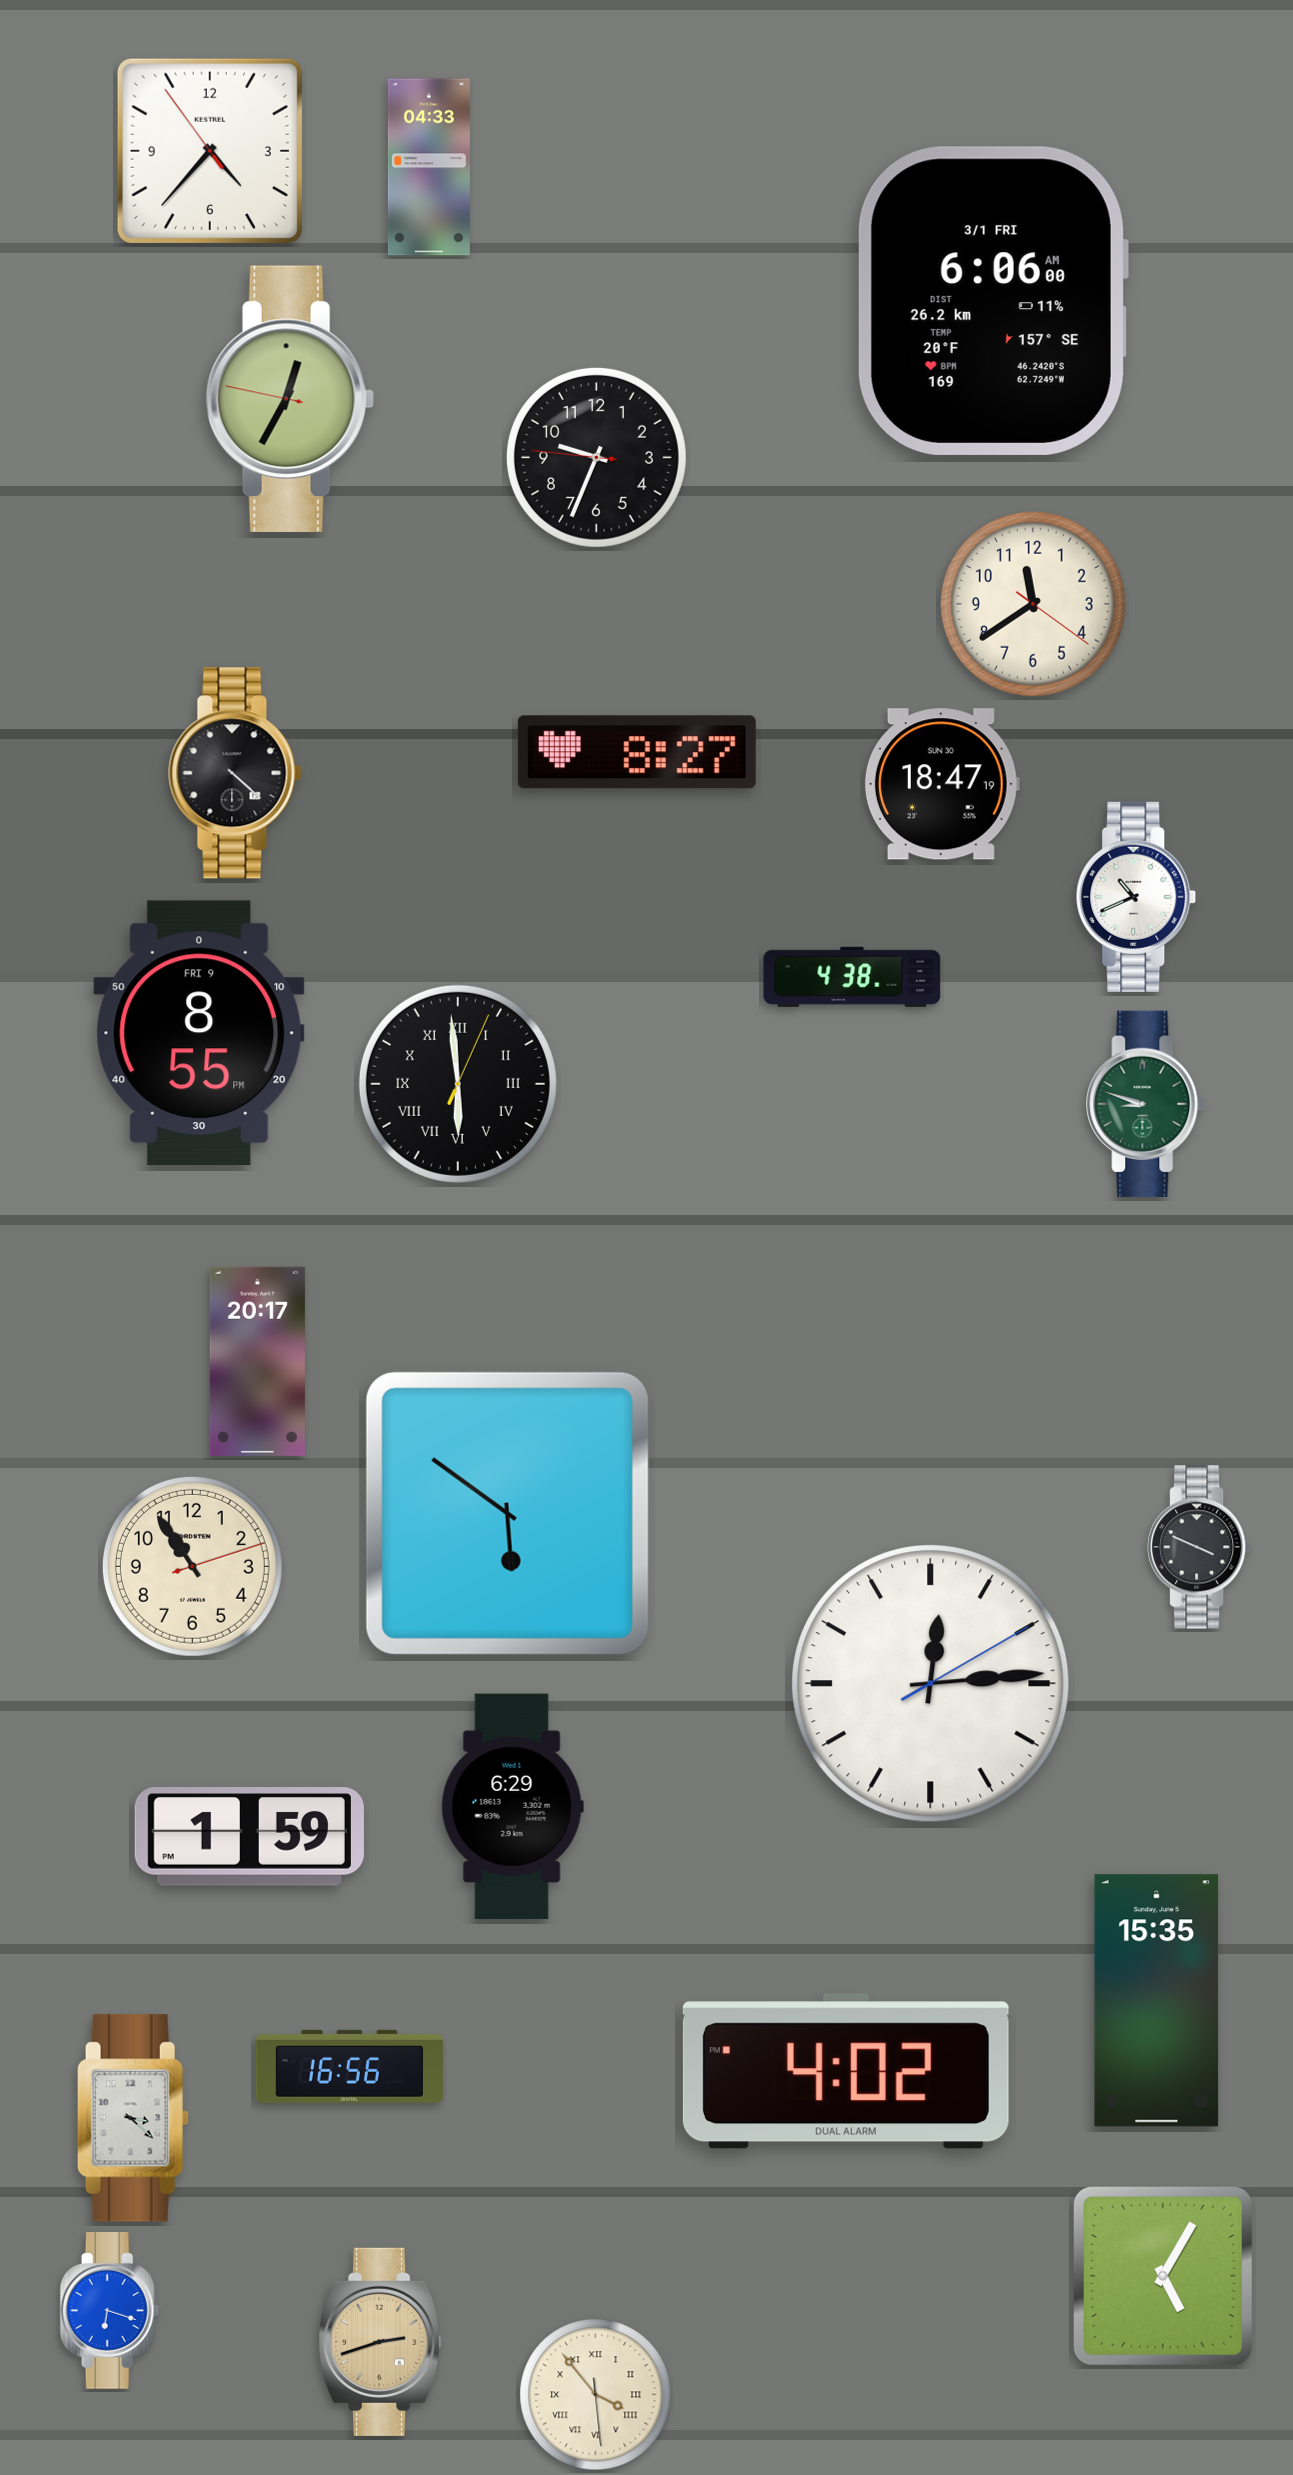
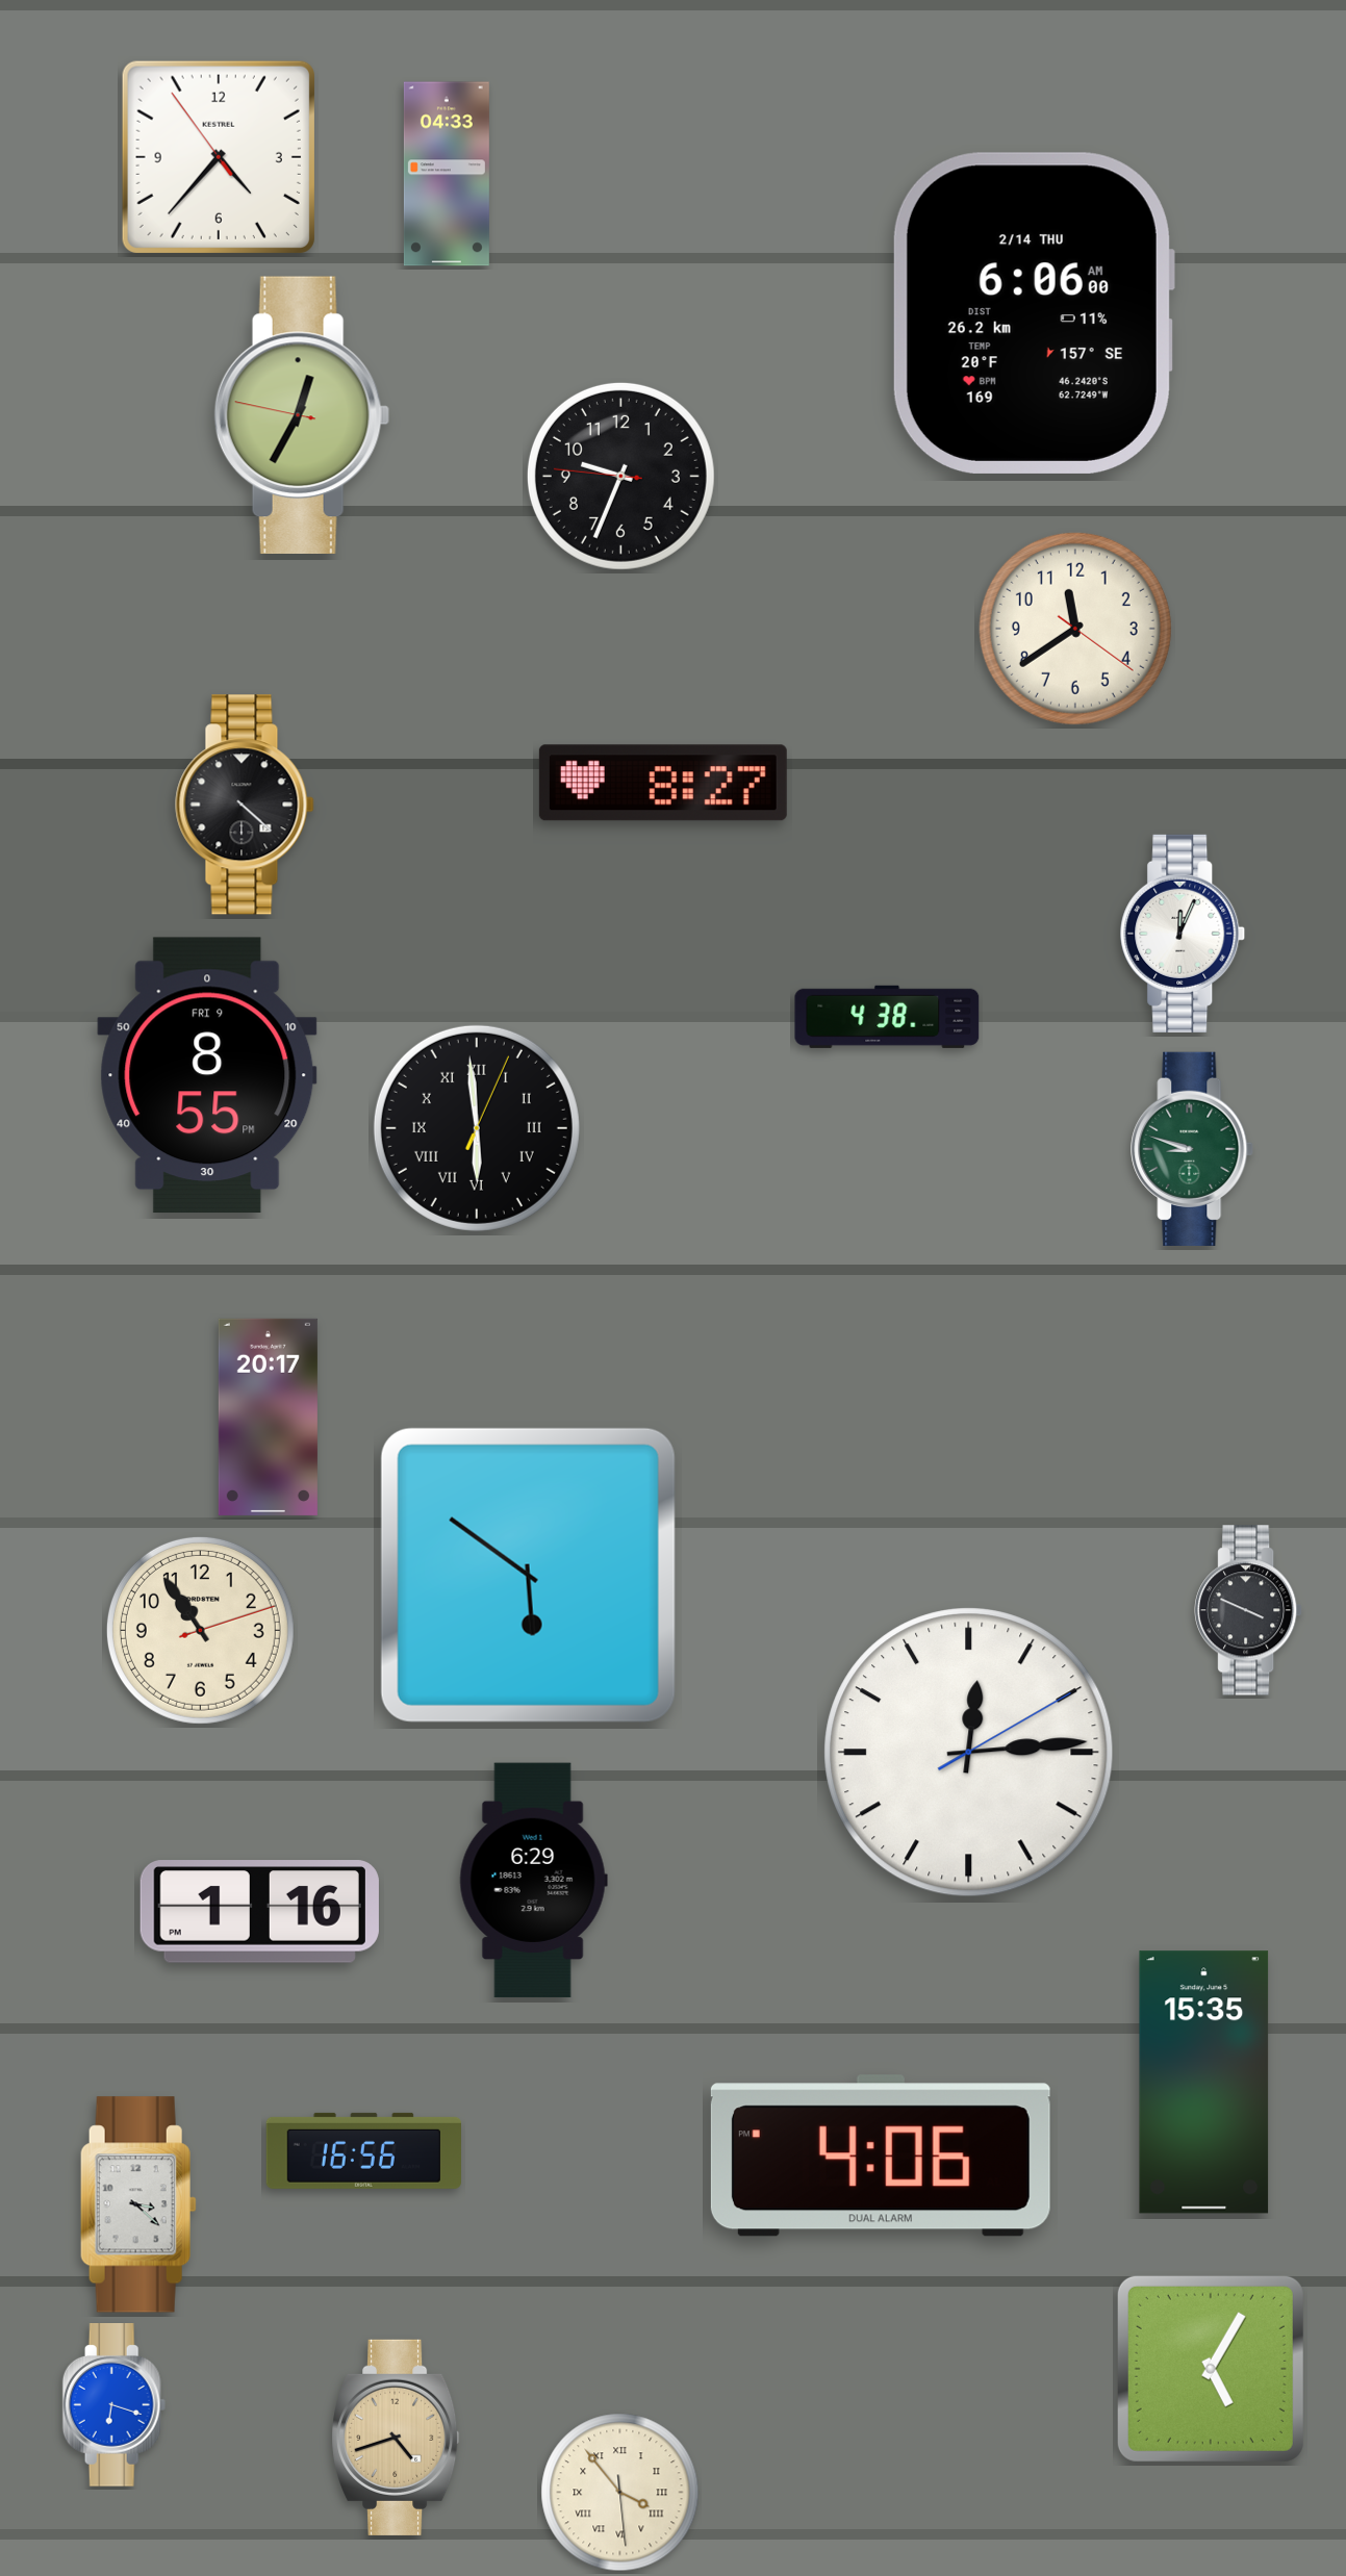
clock at (992, 301) date: 3/1 FRI -> 2/14 THU
clock at (942, 784): 18:47 -> none
clock at (1136, 897): 10:41 -> 12:04
clock at (249, 1837): 1:59 -> 1:16
clock at (846, 2071): 4:02 -> 4:06
clock at (380, 2342): 2:42 -> 4:42
